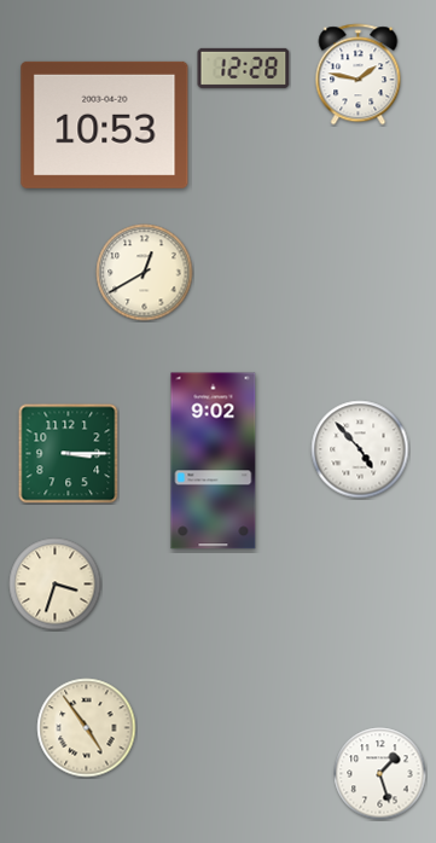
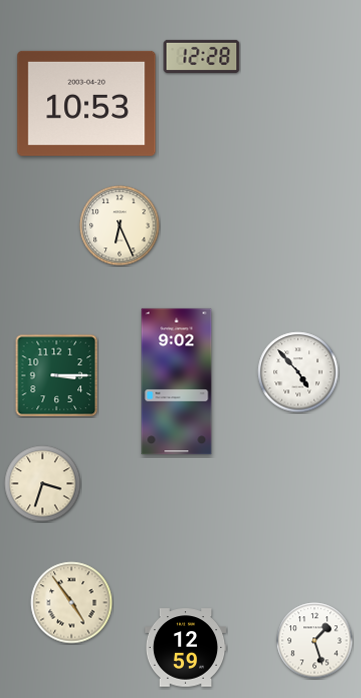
clock at (359, 75): 1:47 -> none
clock at (145, 273): 12:40 -> 6:26
clock at (56, 585) position: (56, 585) -> (43, 484)
clock at (186, 648): none -> 12:59
